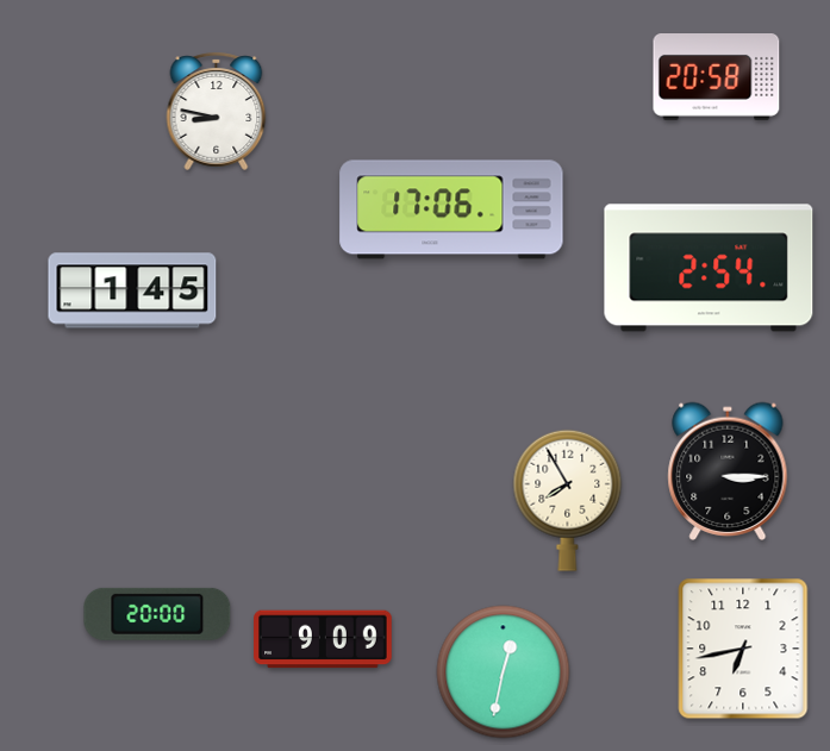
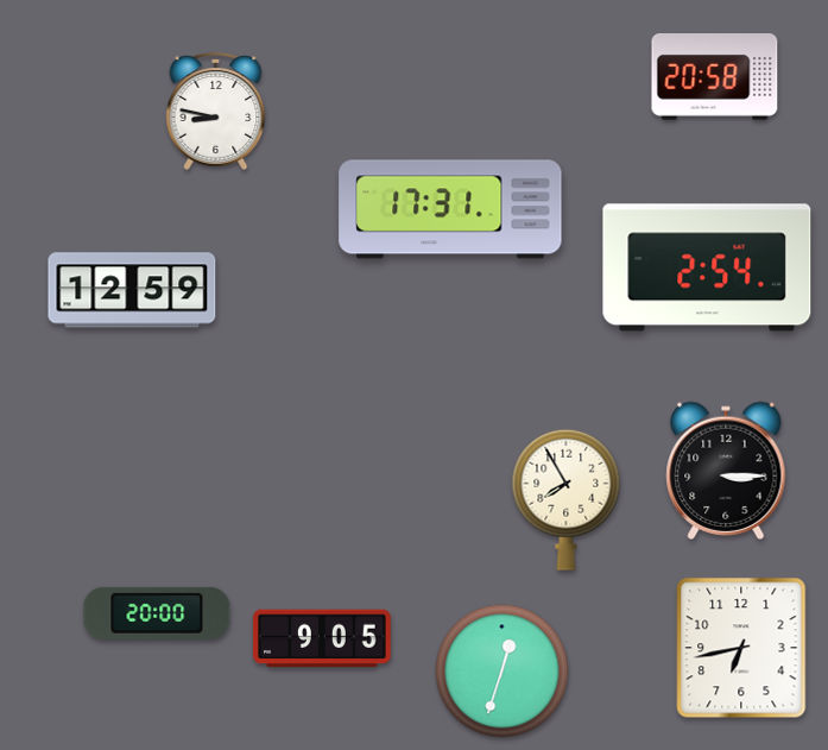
clock at (451, 209): 17:06 -> 17:31
clock at (132, 290): 1:45 -> 12:59
clock at (323, 639): 9:09 -> 9:05
clock at (504, 672): 12:32 -> 12:33
